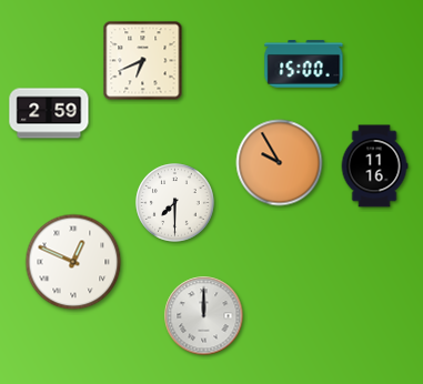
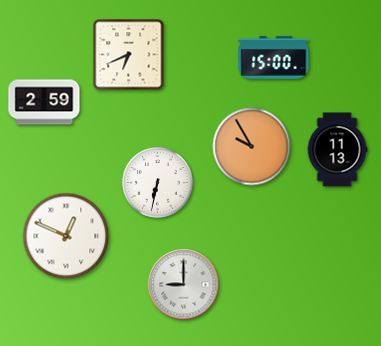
clock at (374, 166): 11:16 -> 11:13
clock at (175, 203): 7:30 -> 6:32
clock at (204, 316): 12:00 -> 9:00
